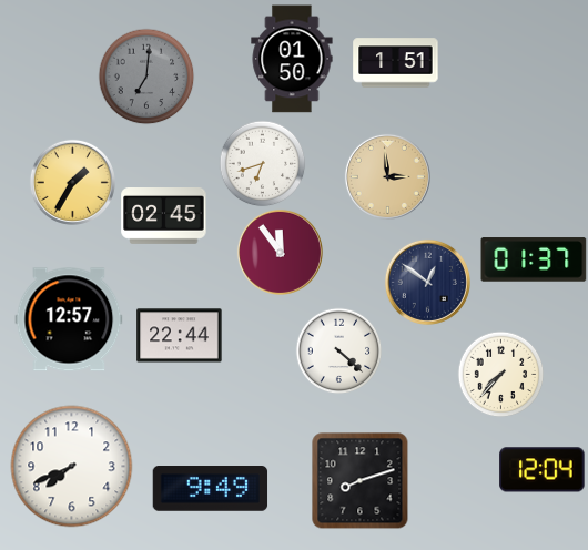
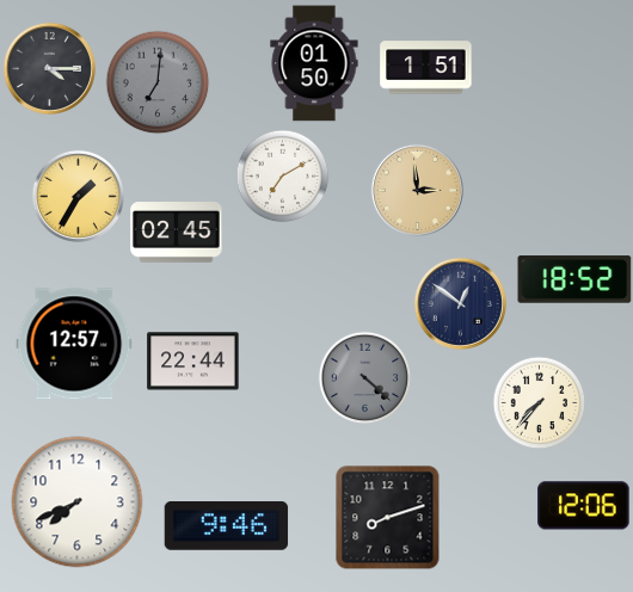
clock at (49, 68): none -> 4:15
clock at (262, 163): 6:42 -> 7:10
clock at (280, 252): 11:54 -> none
clock at (534, 259): 01:37 -> 18:52
clock at (338, 350) dial: white -> grey
clock at (543, 470): 12:04 -> 12:06
clock at (211, 489): 9:49 -> 9:46
